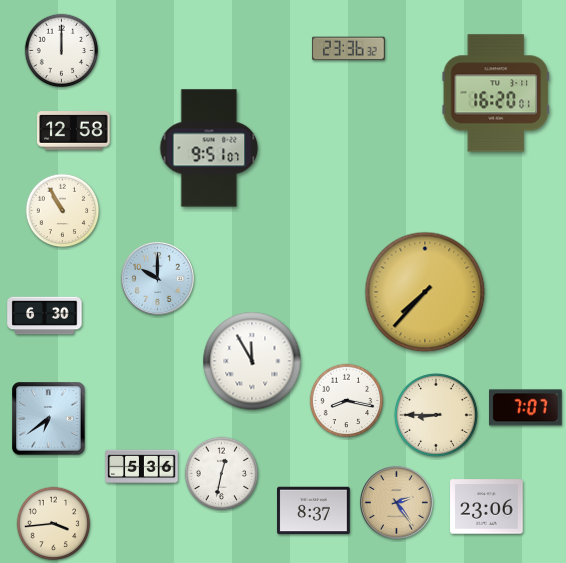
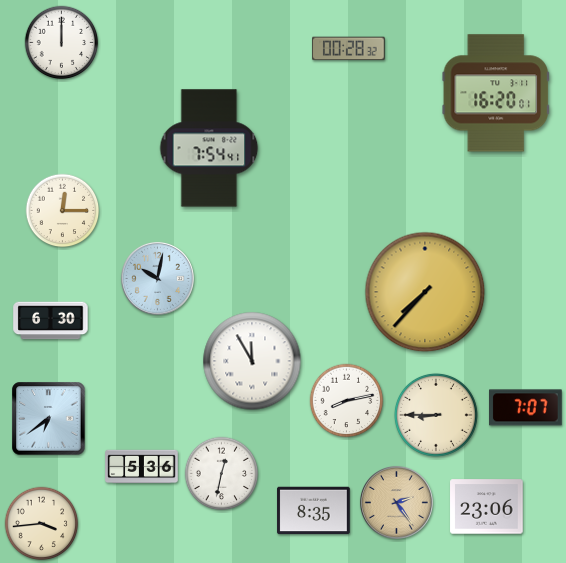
clock at (349, 49): 23:36 -> 00:28
clock at (62, 51) position: (62, 51) -> (62, 43)
clock at (74, 131): 12:58 -> none
clock at (209, 148): 9:51 -> 7:54
clock at (63, 211): 10:55 -> 12:15
clock at (157, 278): 10:00 -> 10:02
clock at (45, 316) position: (45, 316) -> (51, 321)
clock at (347, 401): 8:17 -> 8:13
clock at (314, 511): 8:37 -> 8:35
clock at (54, 524) position: (54, 524) -> (42, 524)
